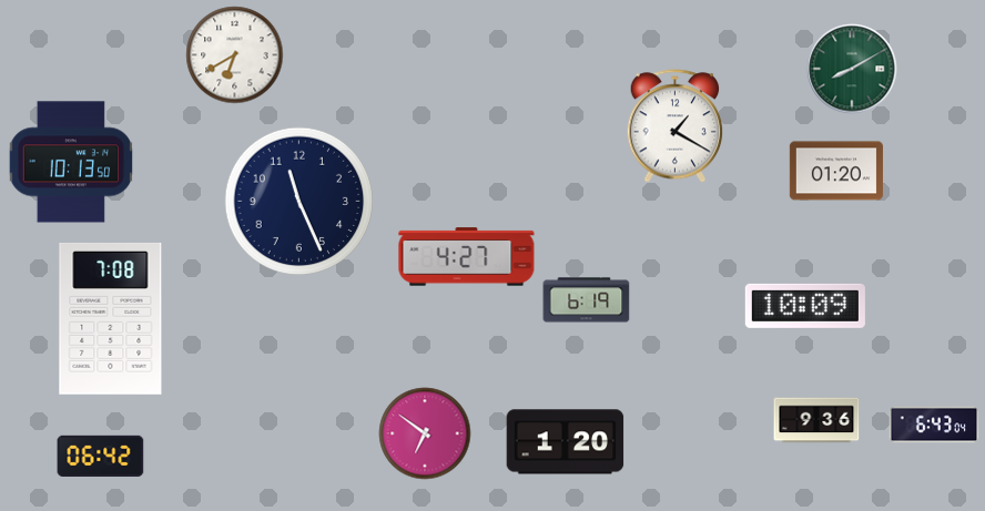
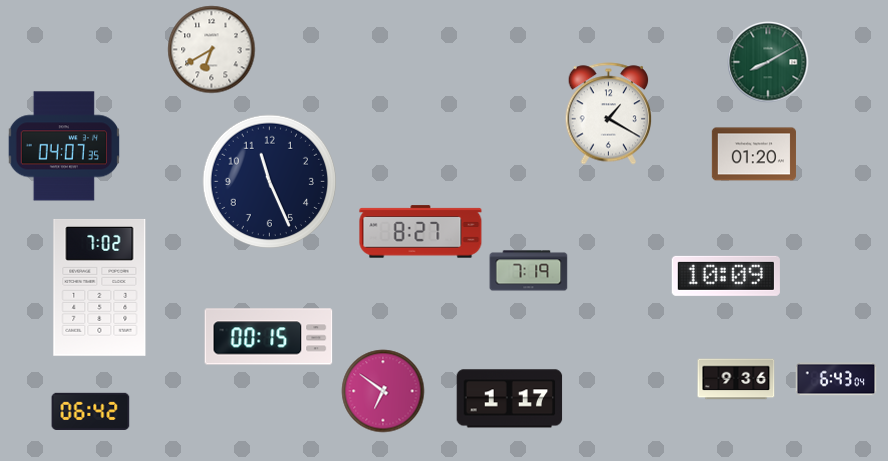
clock at (70, 162): 10:13 -> 04:07
clock at (467, 257): 4:27 -> 8:27
clock at (587, 300): 6:19 -> 7:19
clock at (111, 318): 7:08 -> 7:02
clock at (269, 337): none -> 00:15
clock at (934, 425) position: (934, 425) -> (836, 379)
clock at (566, 442): 1:20 -> 1:17
